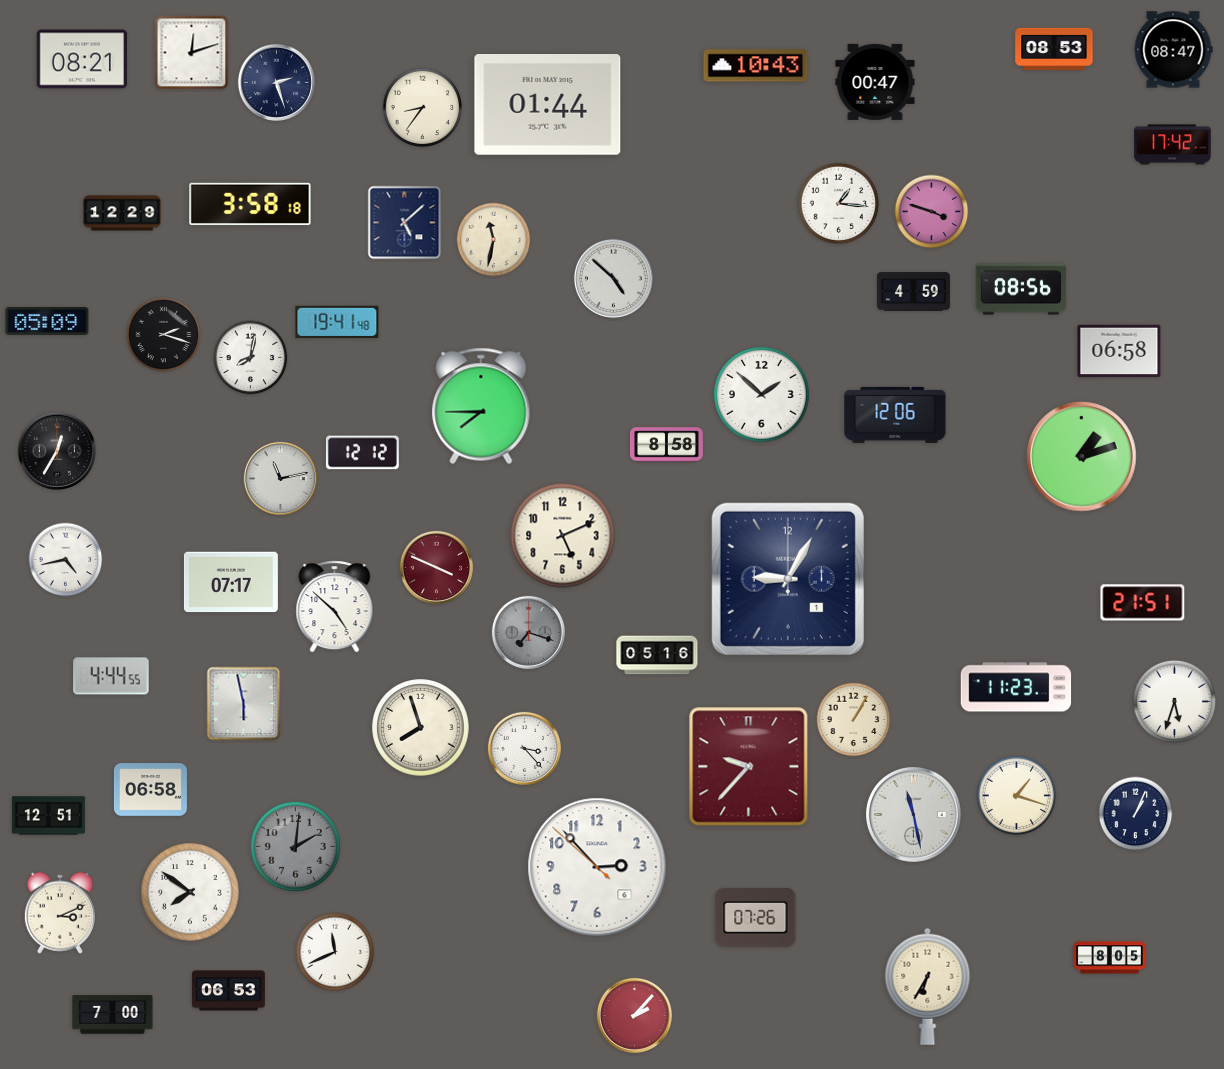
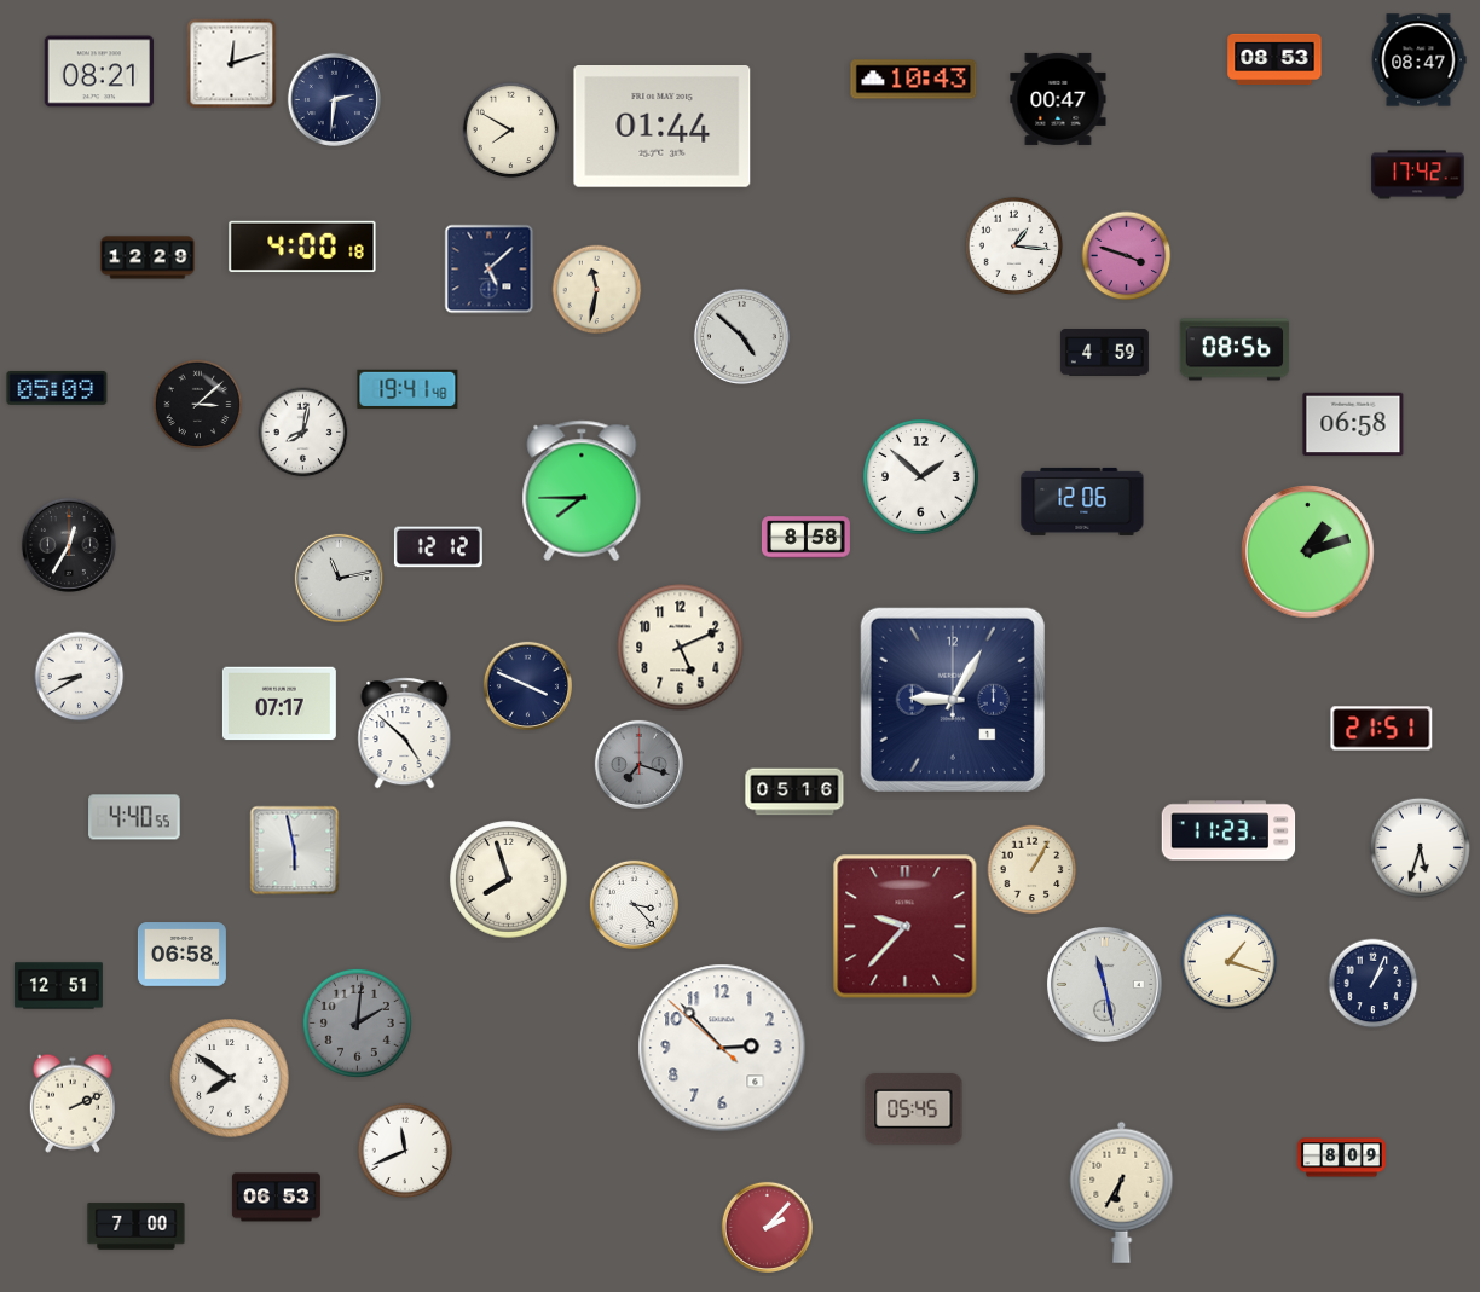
clock at (276, 82): 2:27 -> 2:31
clock at (423, 108): 8:36 -> 7:50
clock at (250, 204): 3:58 -> 4:00
clock at (164, 335): 2:18 -> 3:08
clock at (66, 560): 4:43 -> 8:40
clock at (436, 567) dial: burgundy -> navy
clock at (111, 676): 4:44 -> 4:40
clock at (60, 913): 3:11 -> 2:11
clock at (756, 918): 07:26 -> 05:45
clock at (1109, 958): 8:05 -> 8:09
